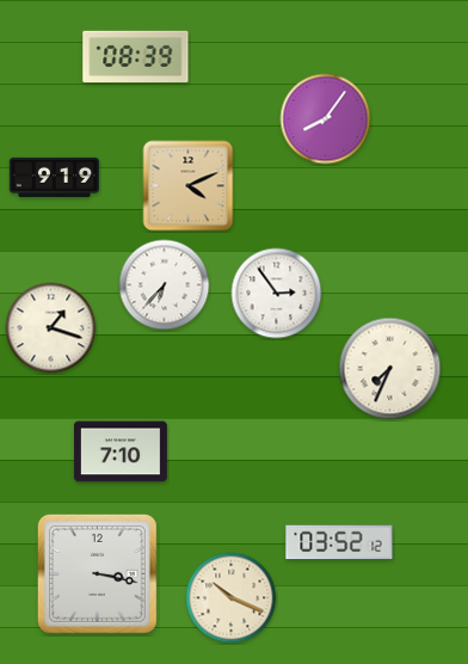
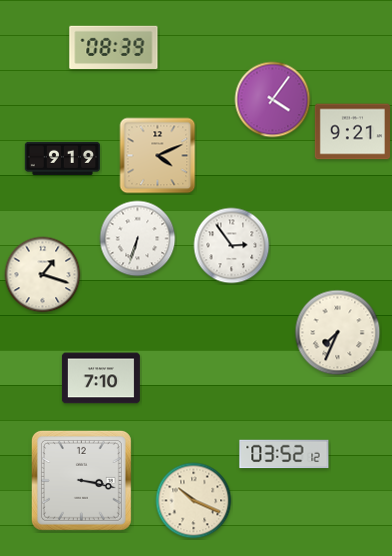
clock at (326, 119): 8:06 -> 4:06
clock at (352, 132): none -> 9:21
clock at (54, 177) position: (54, 177) -> (62, 158)
clock at (165, 285): 6:37 -> 6:33
clock at (390, 369) position: (390, 369) -> (338, 333)
